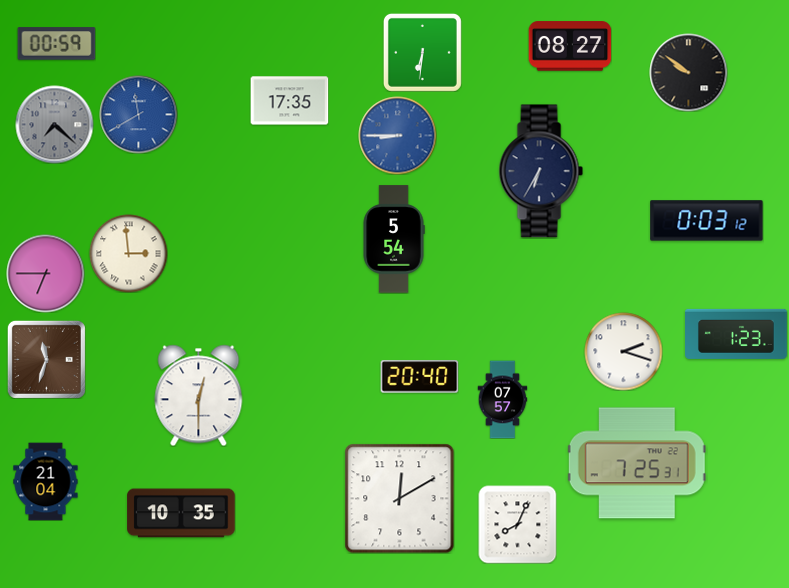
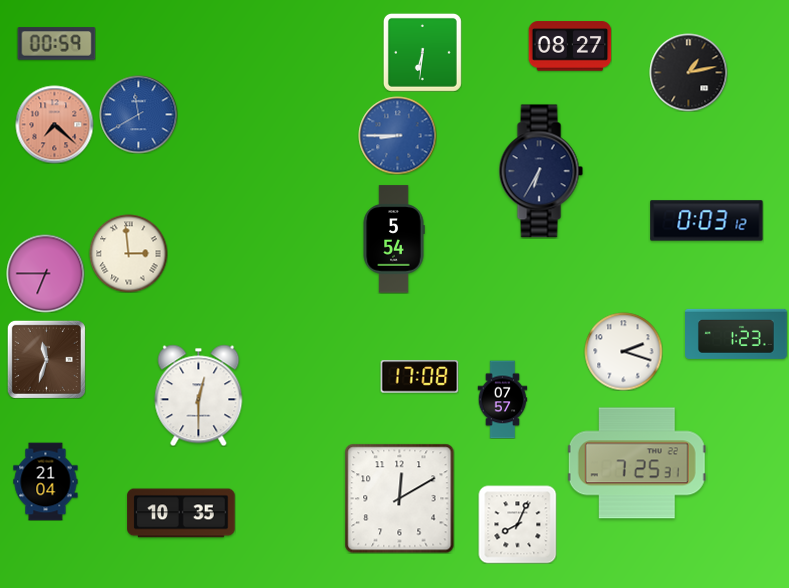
clock at (688, 72): 9:51 -> 1:13
clock at (289, 101): 17:35 -> none
clock at (54, 124) dial: grey -> salmon
clock at (419, 377): 20:40 -> 17:08
